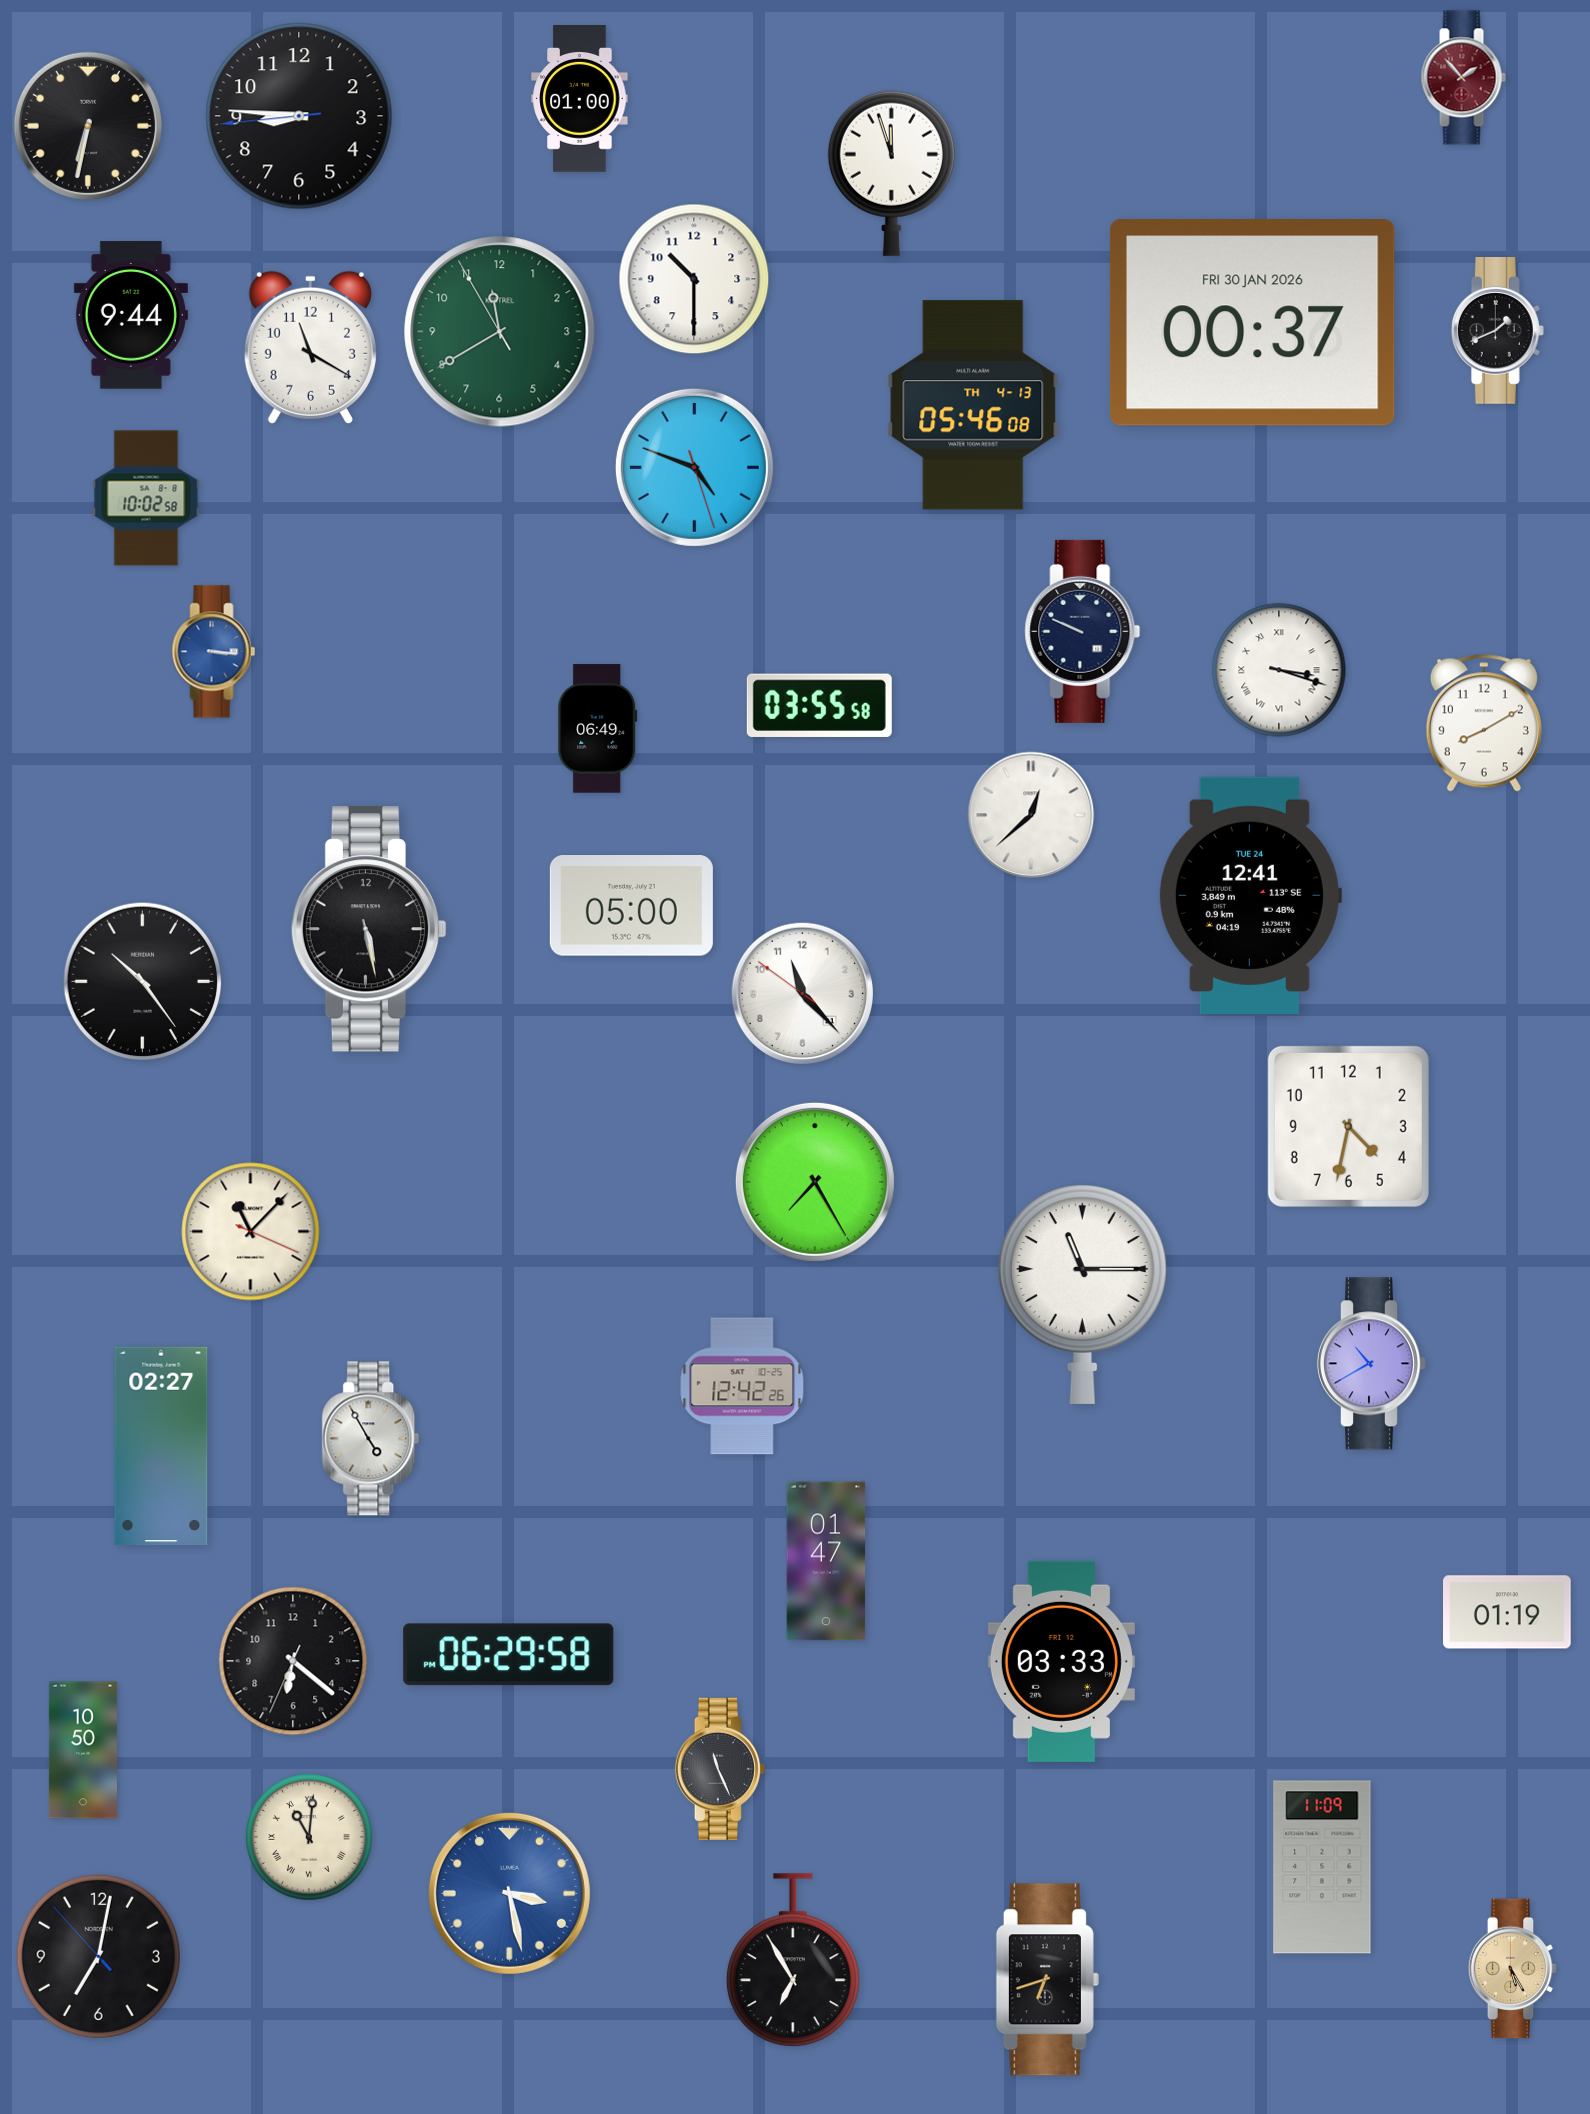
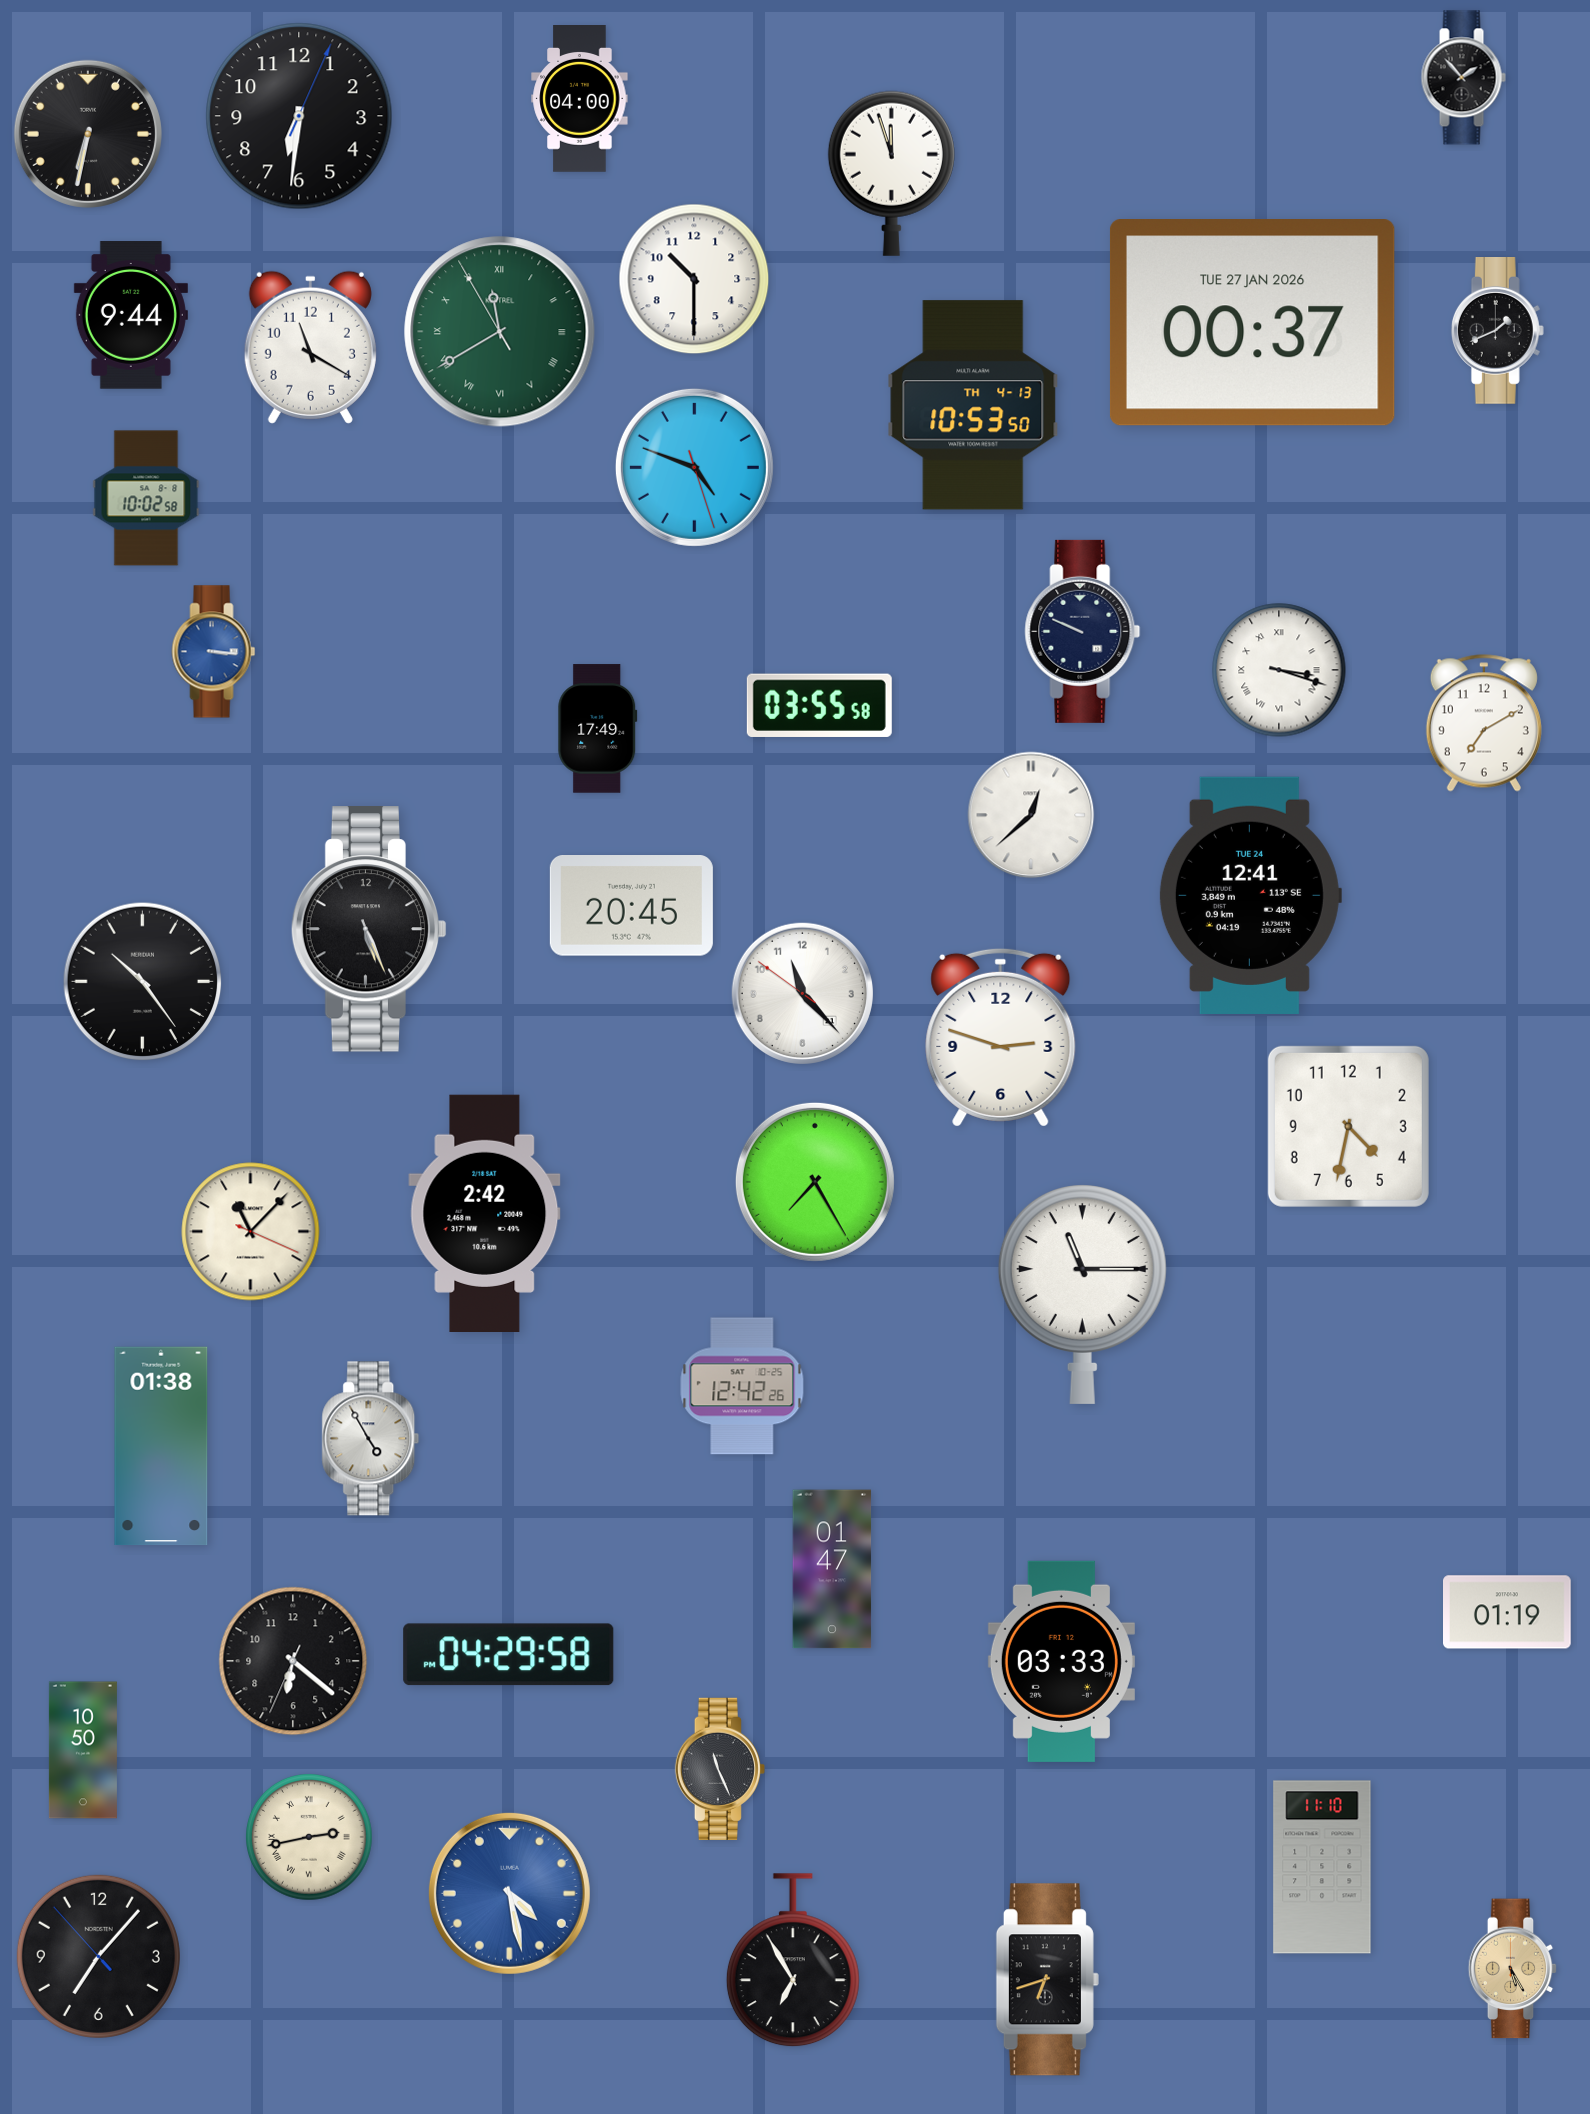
clock at (1463, 78) dial: burgundy -> black
clock at (580, 99): 01:00 -> 04:00
clock at (299, 116): 8:45 -> 6:31
clock at (88, 126) position: (88, 126) -> (88, 134)
clock at (1252, 323) date: FRI 30 JAN 2026 -> TUE 27 JAN 2026
clock at (500, 332) numerals: Arabic -> Roman
clock at (973, 405): 05:46 -> 10:53
clock at (1484, 723): 8:10 -> 7:10
clock at (598, 729): 06:49 -> 17:49
clock at (631, 906): 05:00 -> 20:45
clock at (369, 929): 5:28 -> 5:26
clock at (1001, 1037): none -> 2:48
clock at (485, 1213): none -> 2:42
clock at (1371, 1364): 10:40 -> none
clock at (161, 1446): 02:27 -> 01:38
clock at (826, 1561) position: (826, 1561) -> (832, 1569)
clock at (509, 1655): 06:29 -> 04:29
clock at (310, 1838): 11:01 -> 2:43
clock at (1322, 1867): 11:09 -> 11:10
clock at (509, 1893): 3:28 -> 4:28
clock at (98, 1956): 7:01 -> 7:06
